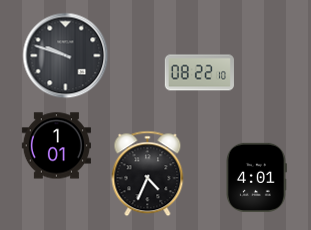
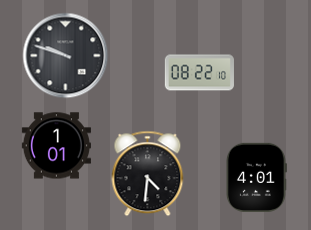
clock at (148, 174): 4:34 -> 4:31
